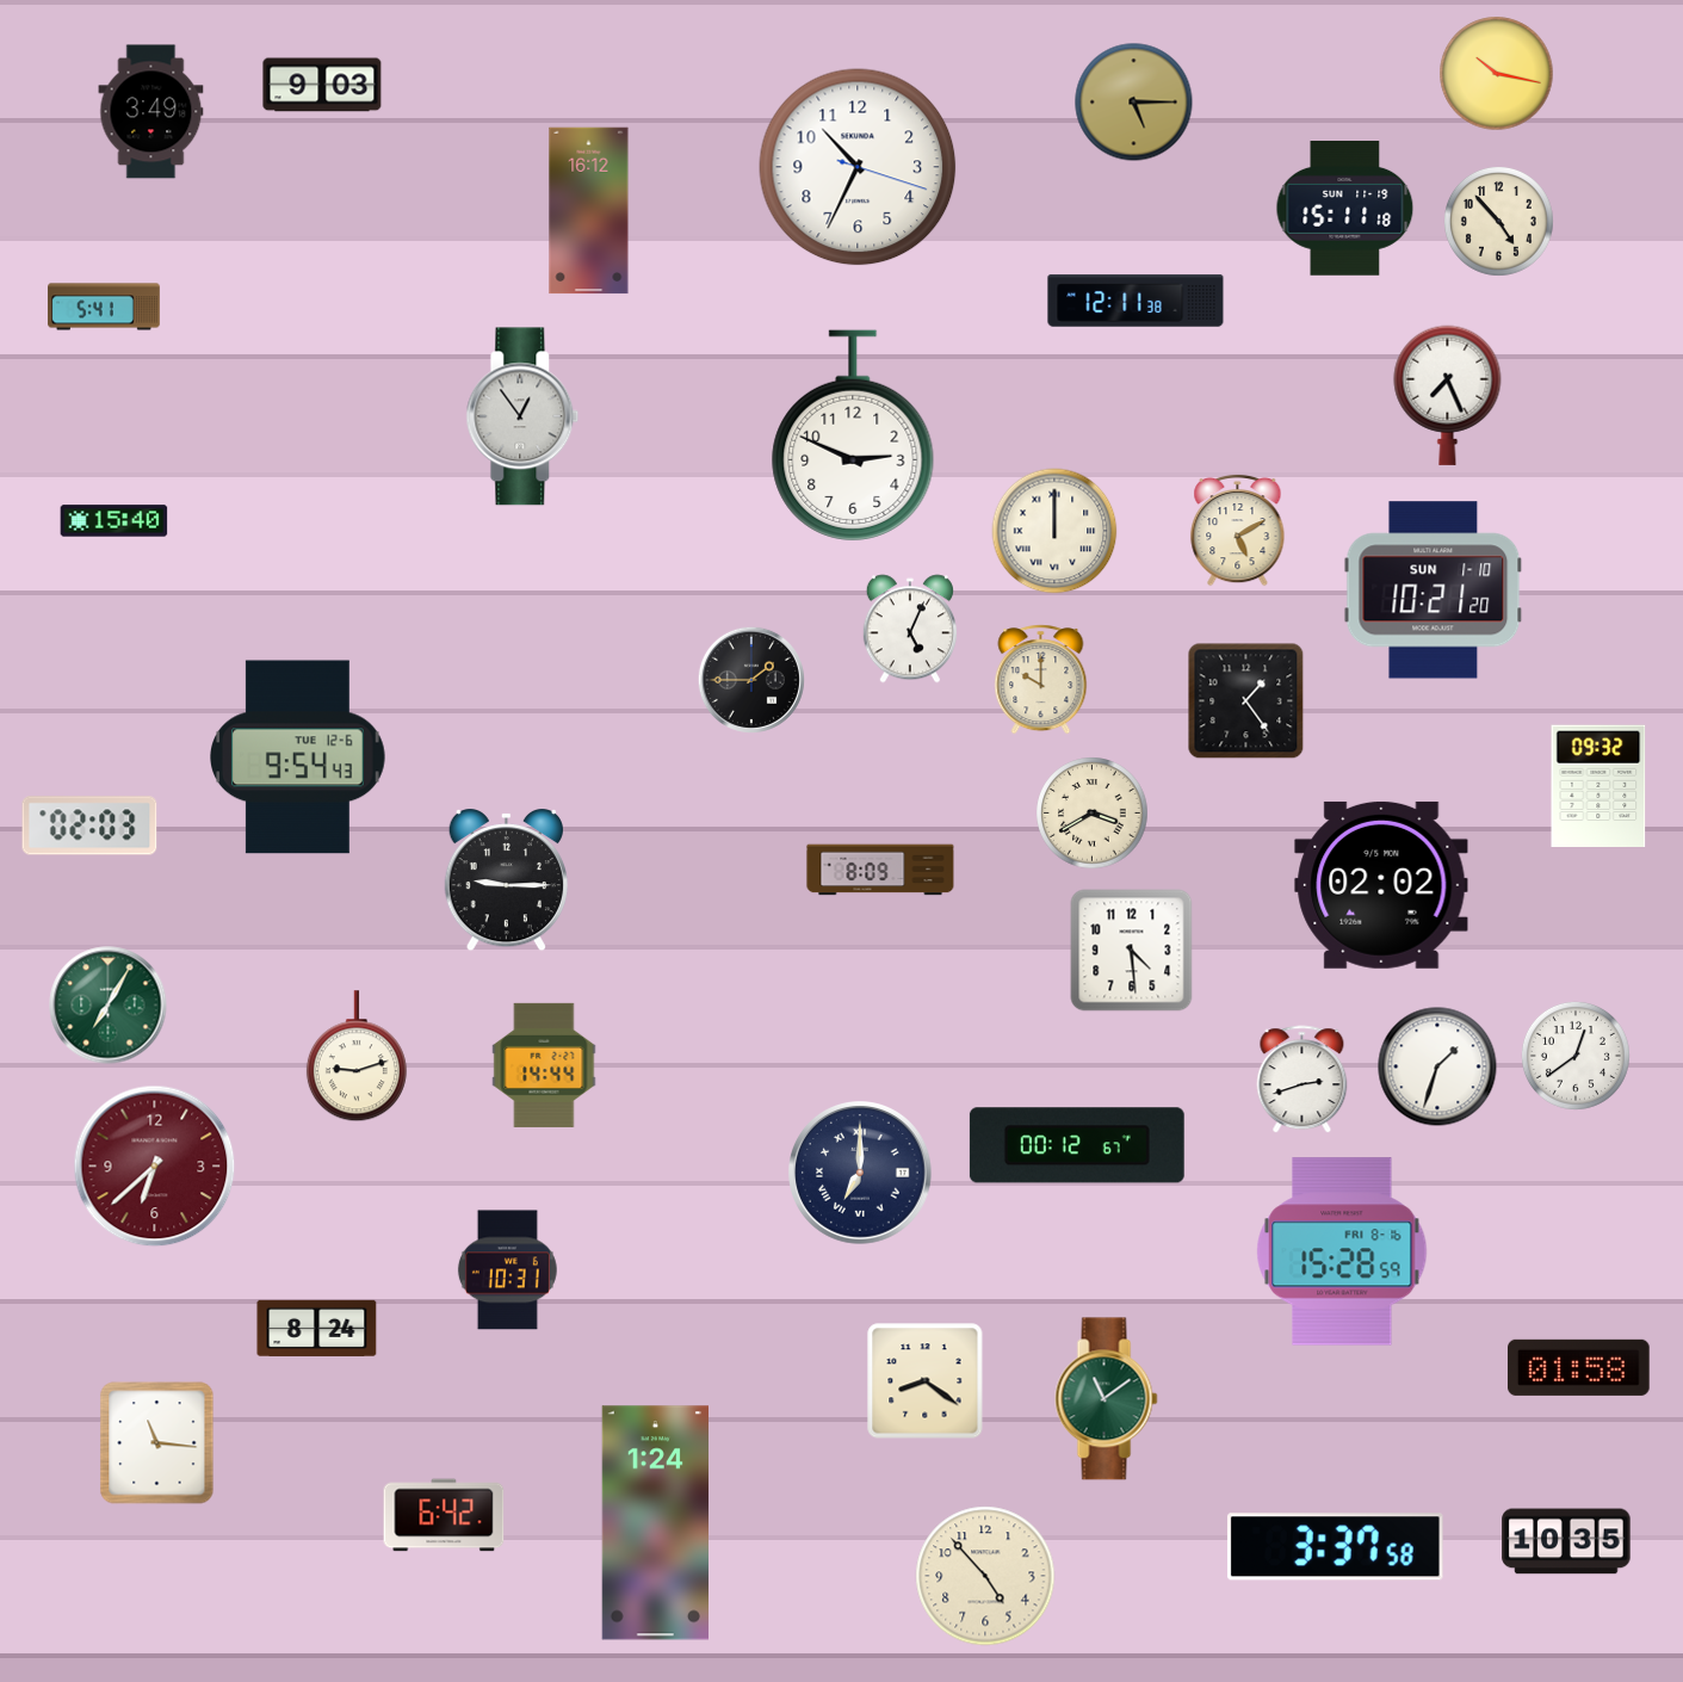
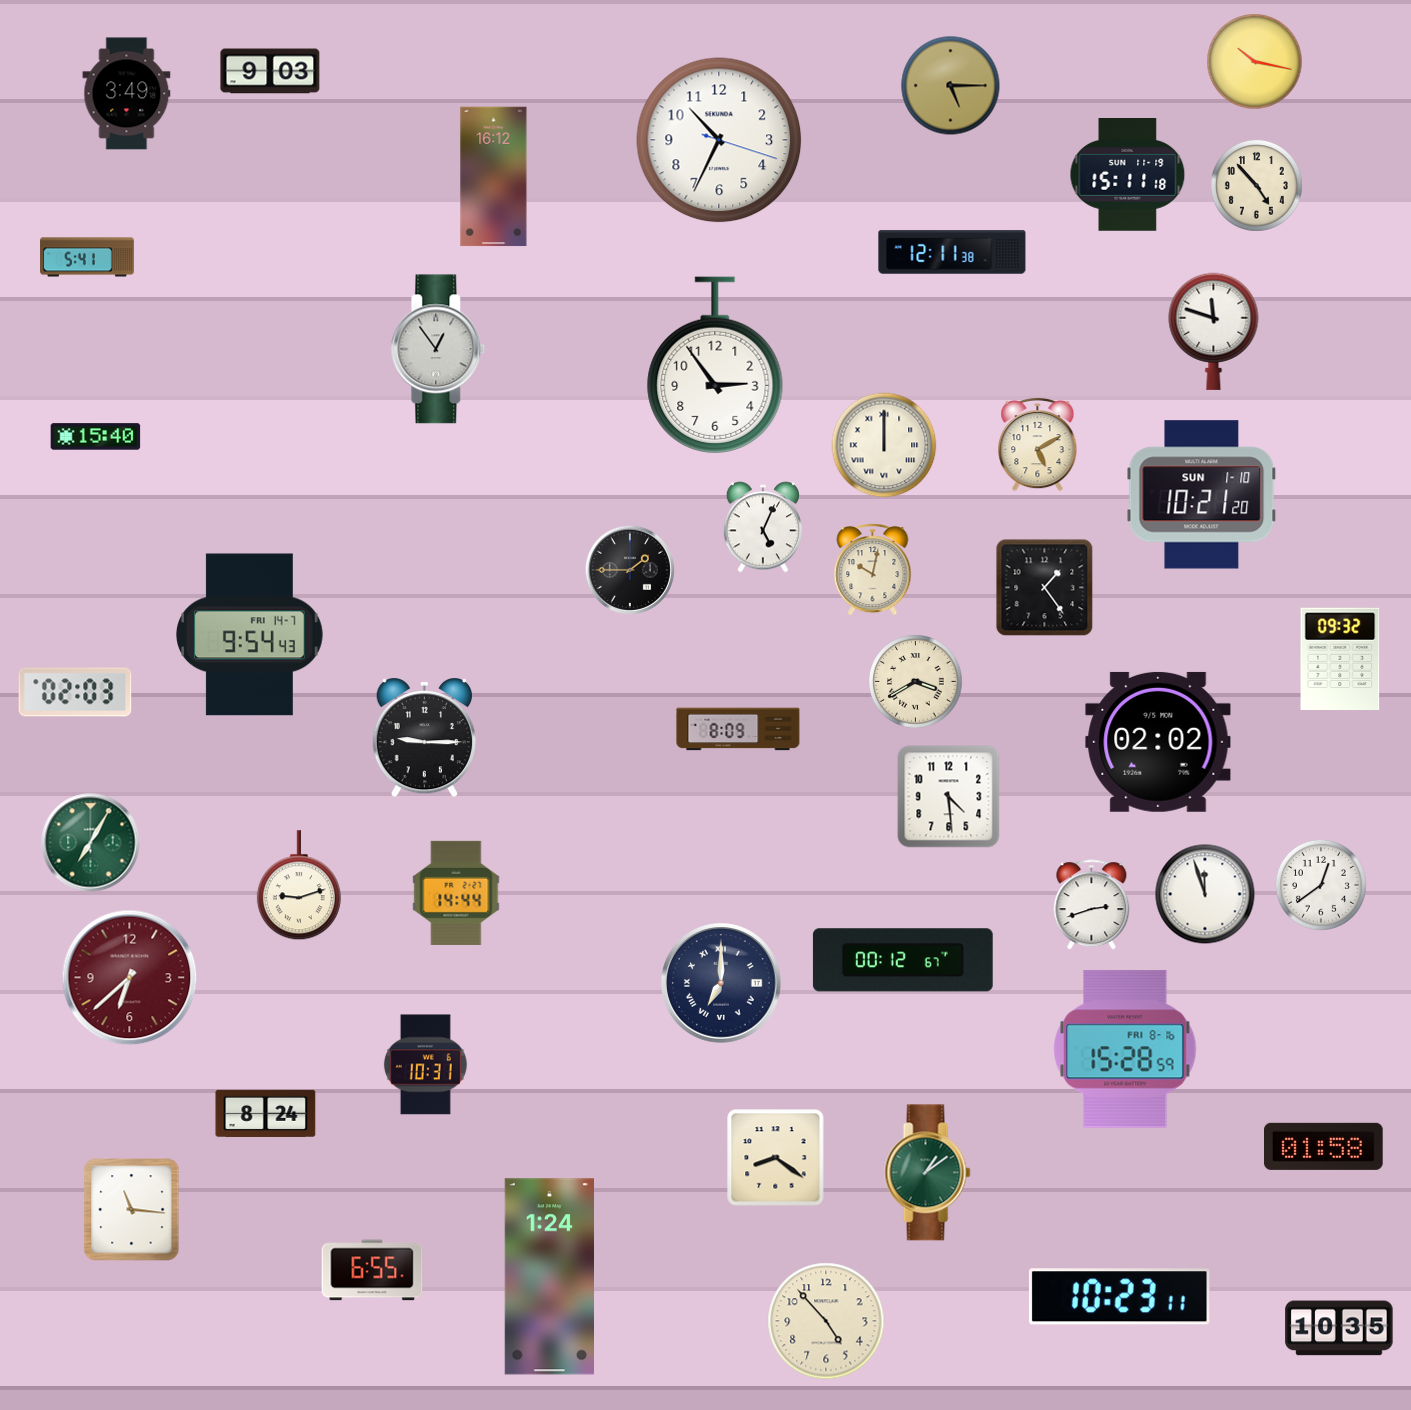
clock at (1448, 395): 7:26 -> 11:48
clock at (853, 435): 2:49 -> 2:54
clock at (1041, 680): 10:00 -> 10:02
clock at (298, 757) date: TUE 12-6 -> FRI 14-7
clock at (1437, 1066): 1:33 -> 11:57
clock at (1107, 1399): 11:09 -> 1:09
clock at (444, 1515): 6:42 -> 6:55
clock at (1566, 1541) position: (1566, 1541) -> (1339, 1328)
clock at (1335, 1547): 3:37 -> 10:23
